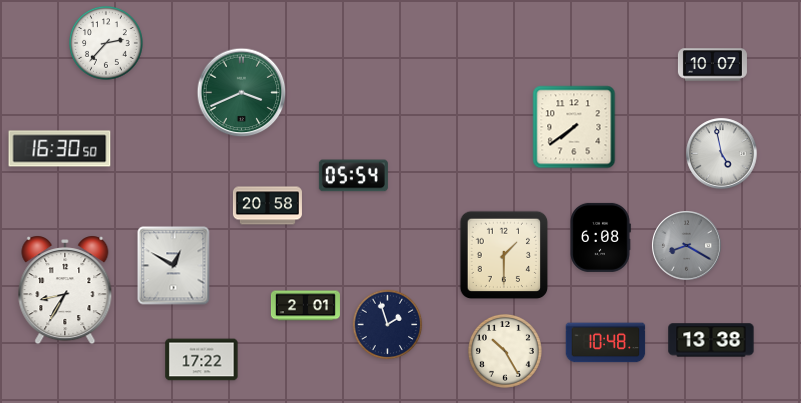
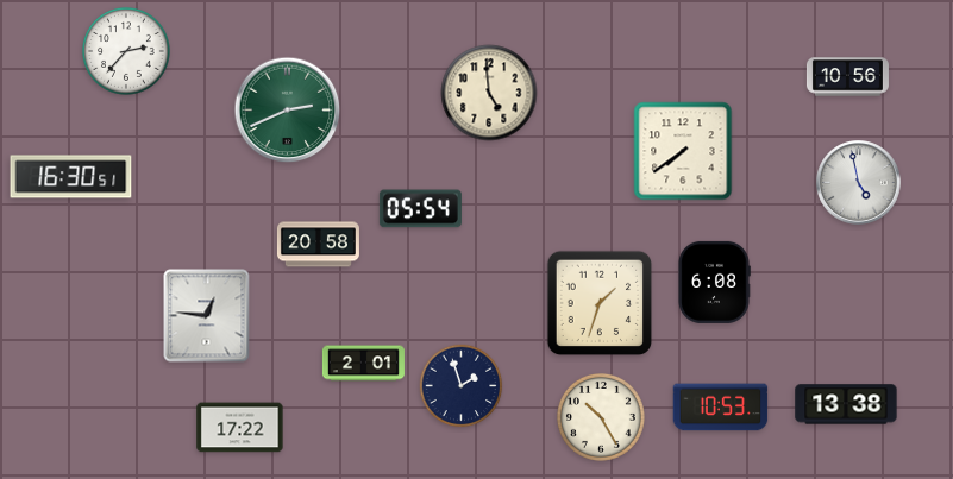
clock at (712, 65): 10:07 -> 10:56
clock at (489, 93): none -> 4:59
clock at (242, 93): 3:41 -> 2:41
clock at (60, 149): 16:30:50 -> 16:30:51
clock at (687, 246): 8:20 -> none
clock at (504, 255): 1:30 -> 1:33
clock at (174, 266): 12:50 -> 12:46
clock at (65, 290): 8:35 -> none
clock at (606, 343): 10:48 -> 10:53
